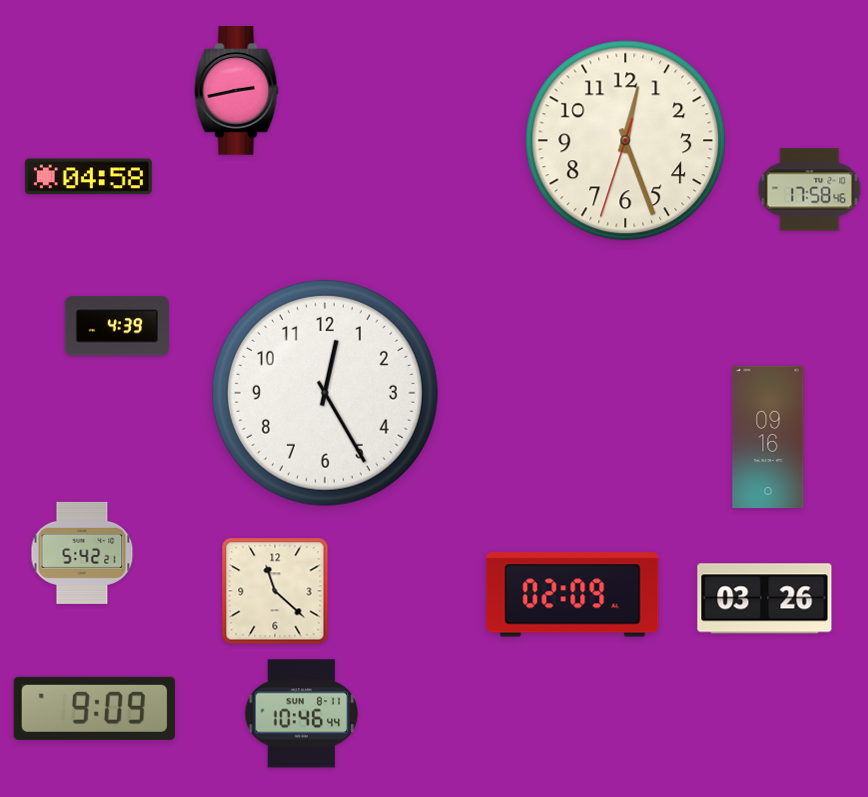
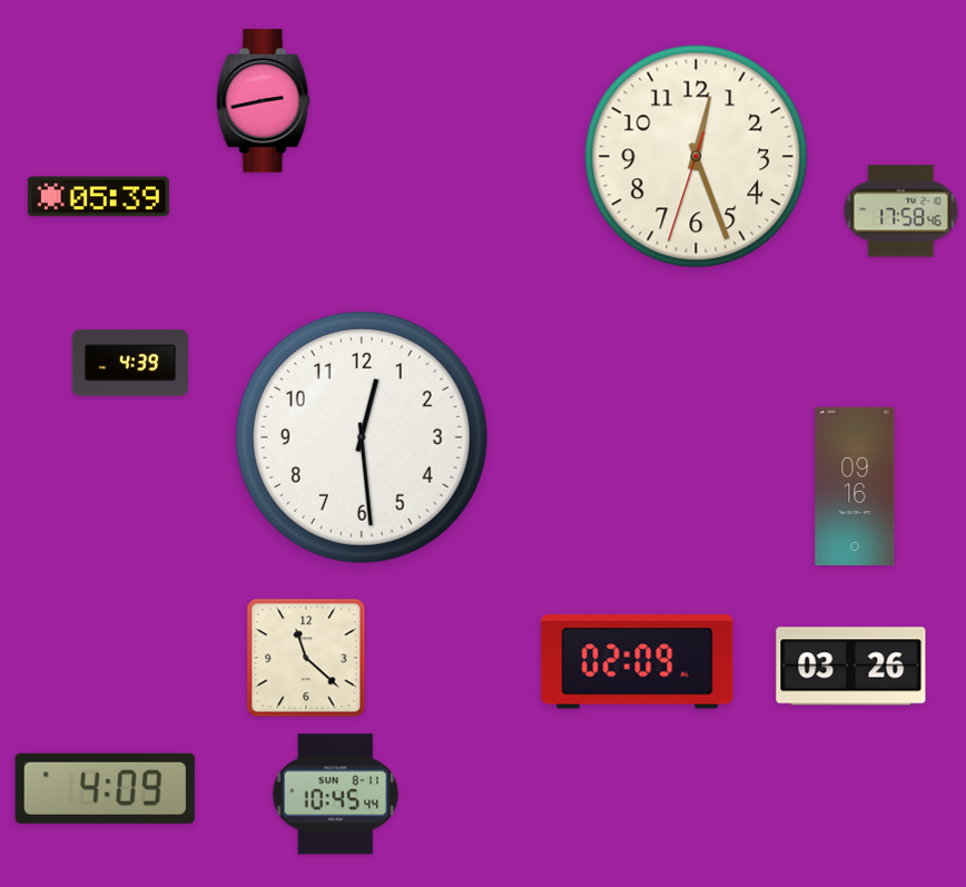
clock at (88, 177): 04:58 -> 05:39
clock at (325, 393): 12:25 -> 12:29
clock at (82, 553): 5:42 -> none
clock at (94, 708): 9:09 -> 4:09
clock at (302, 714): 10:46 -> 10:45
